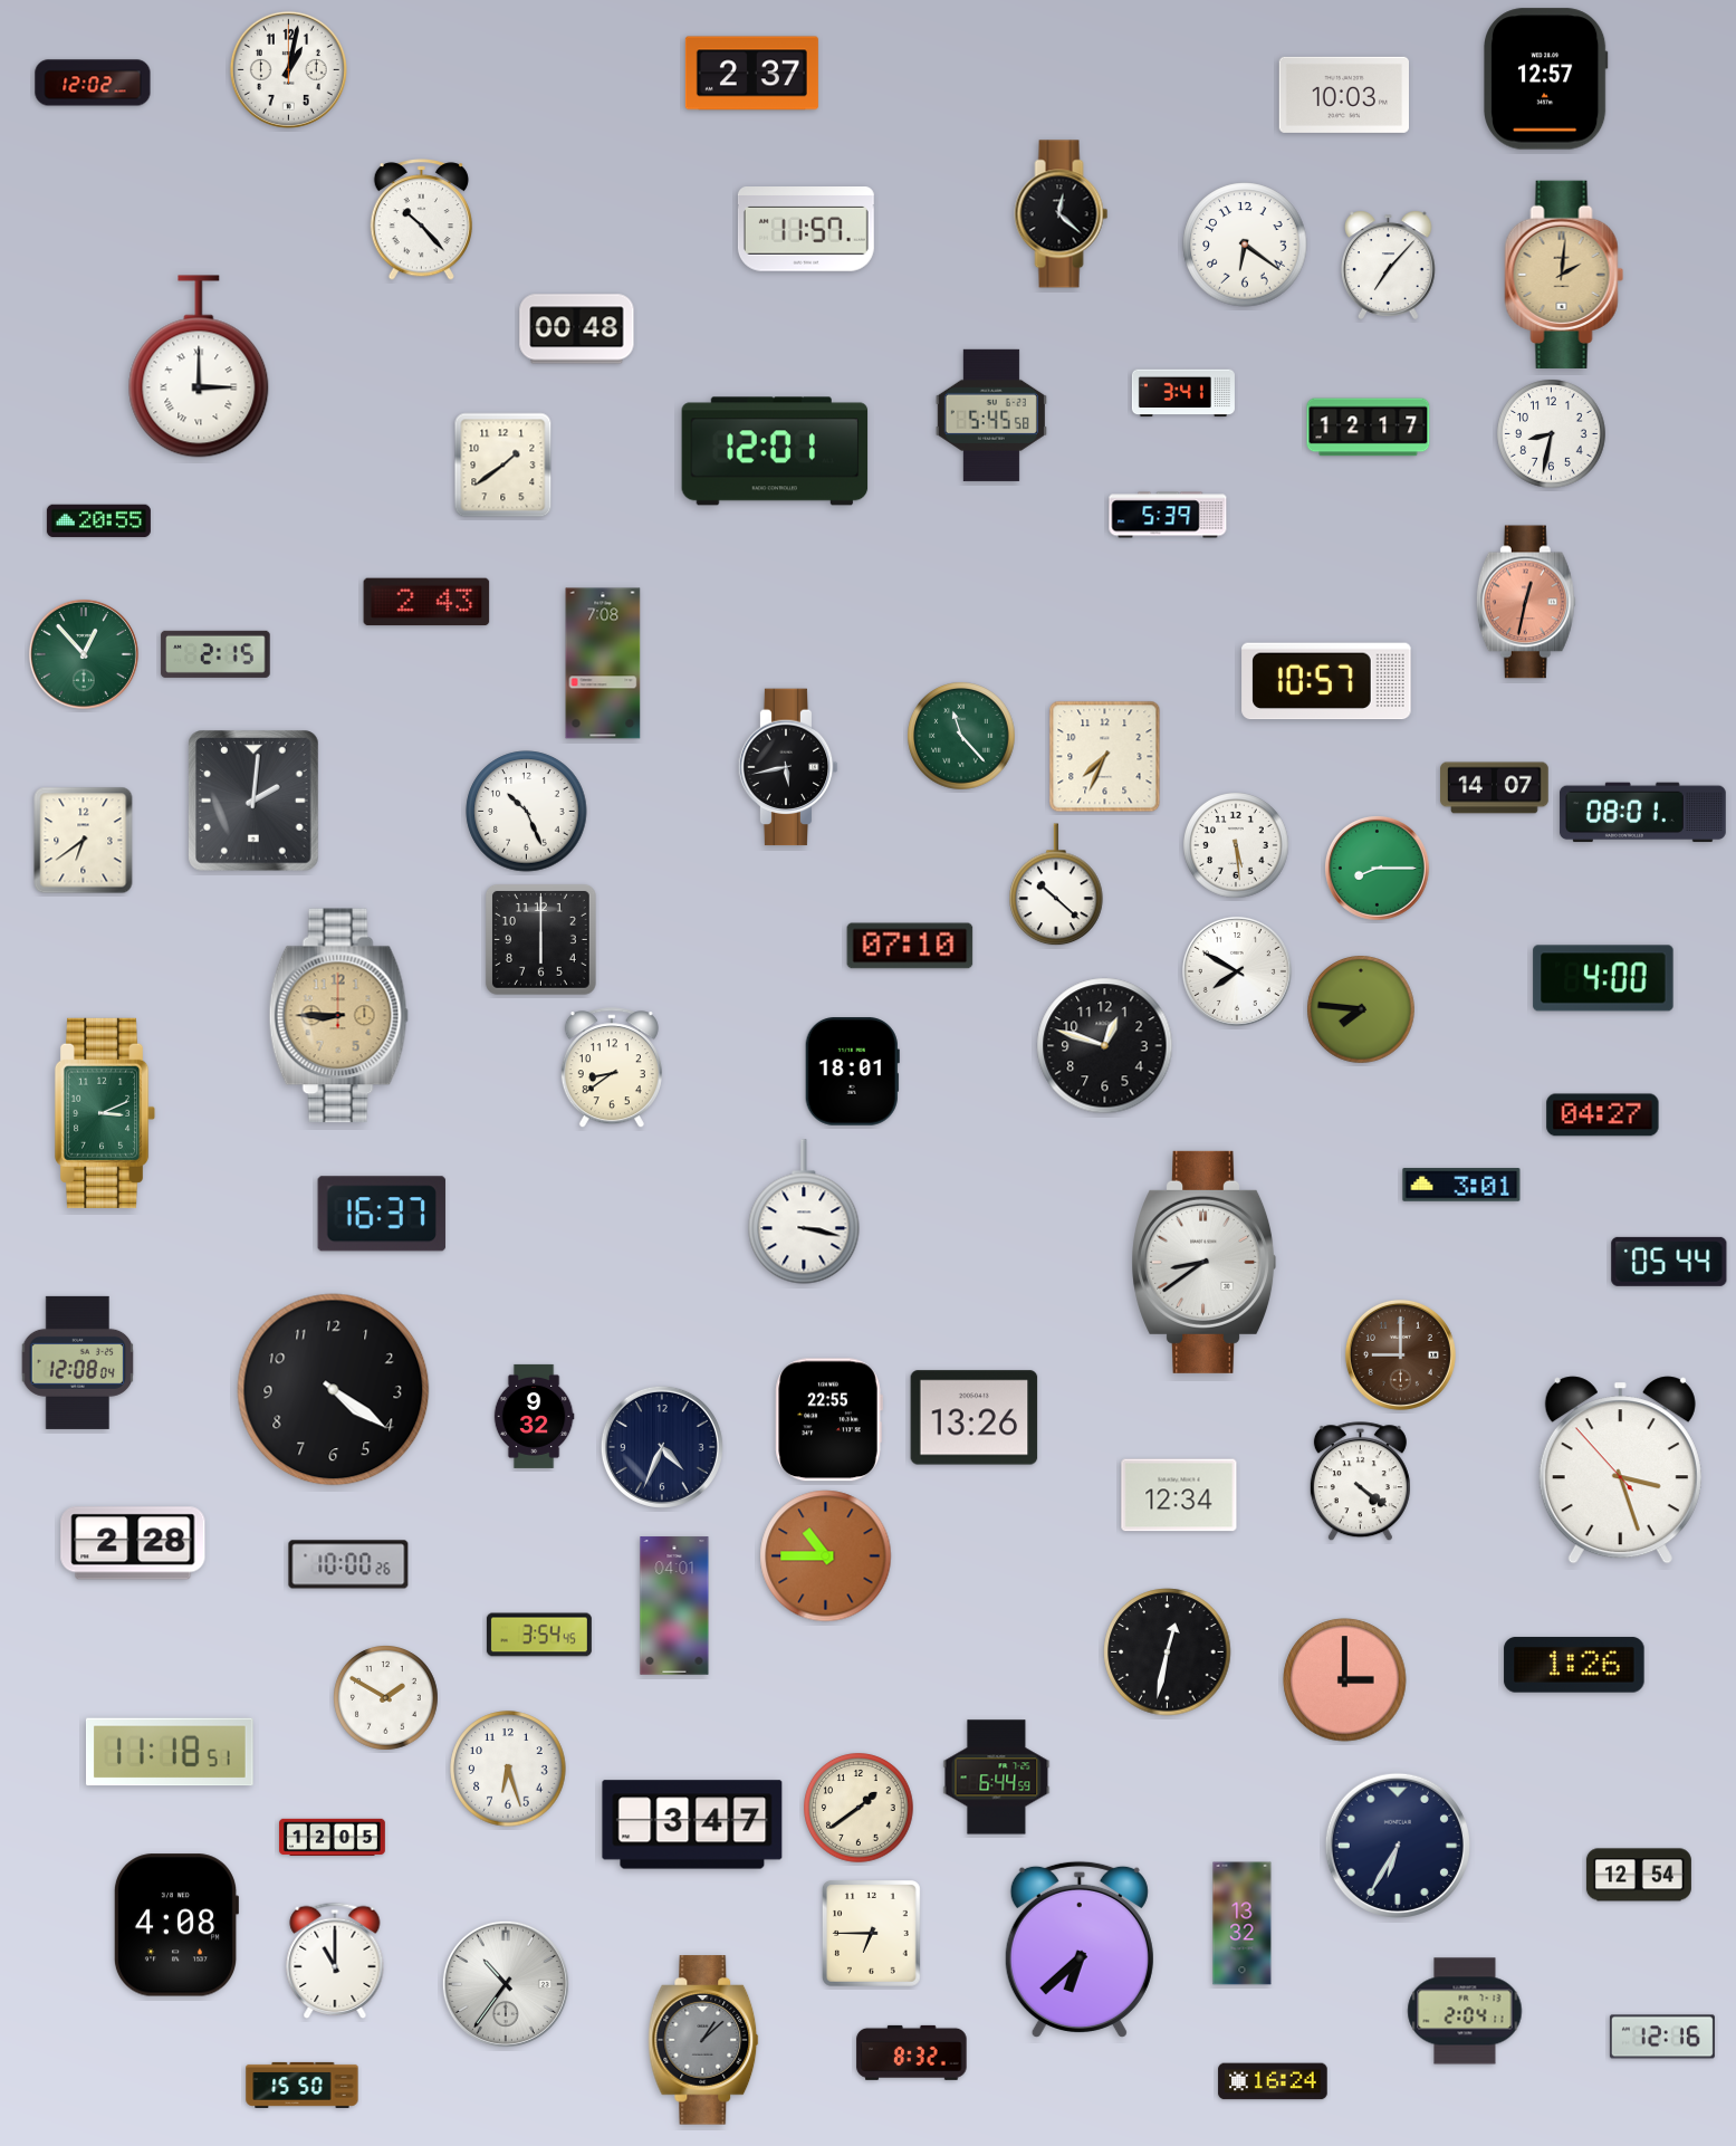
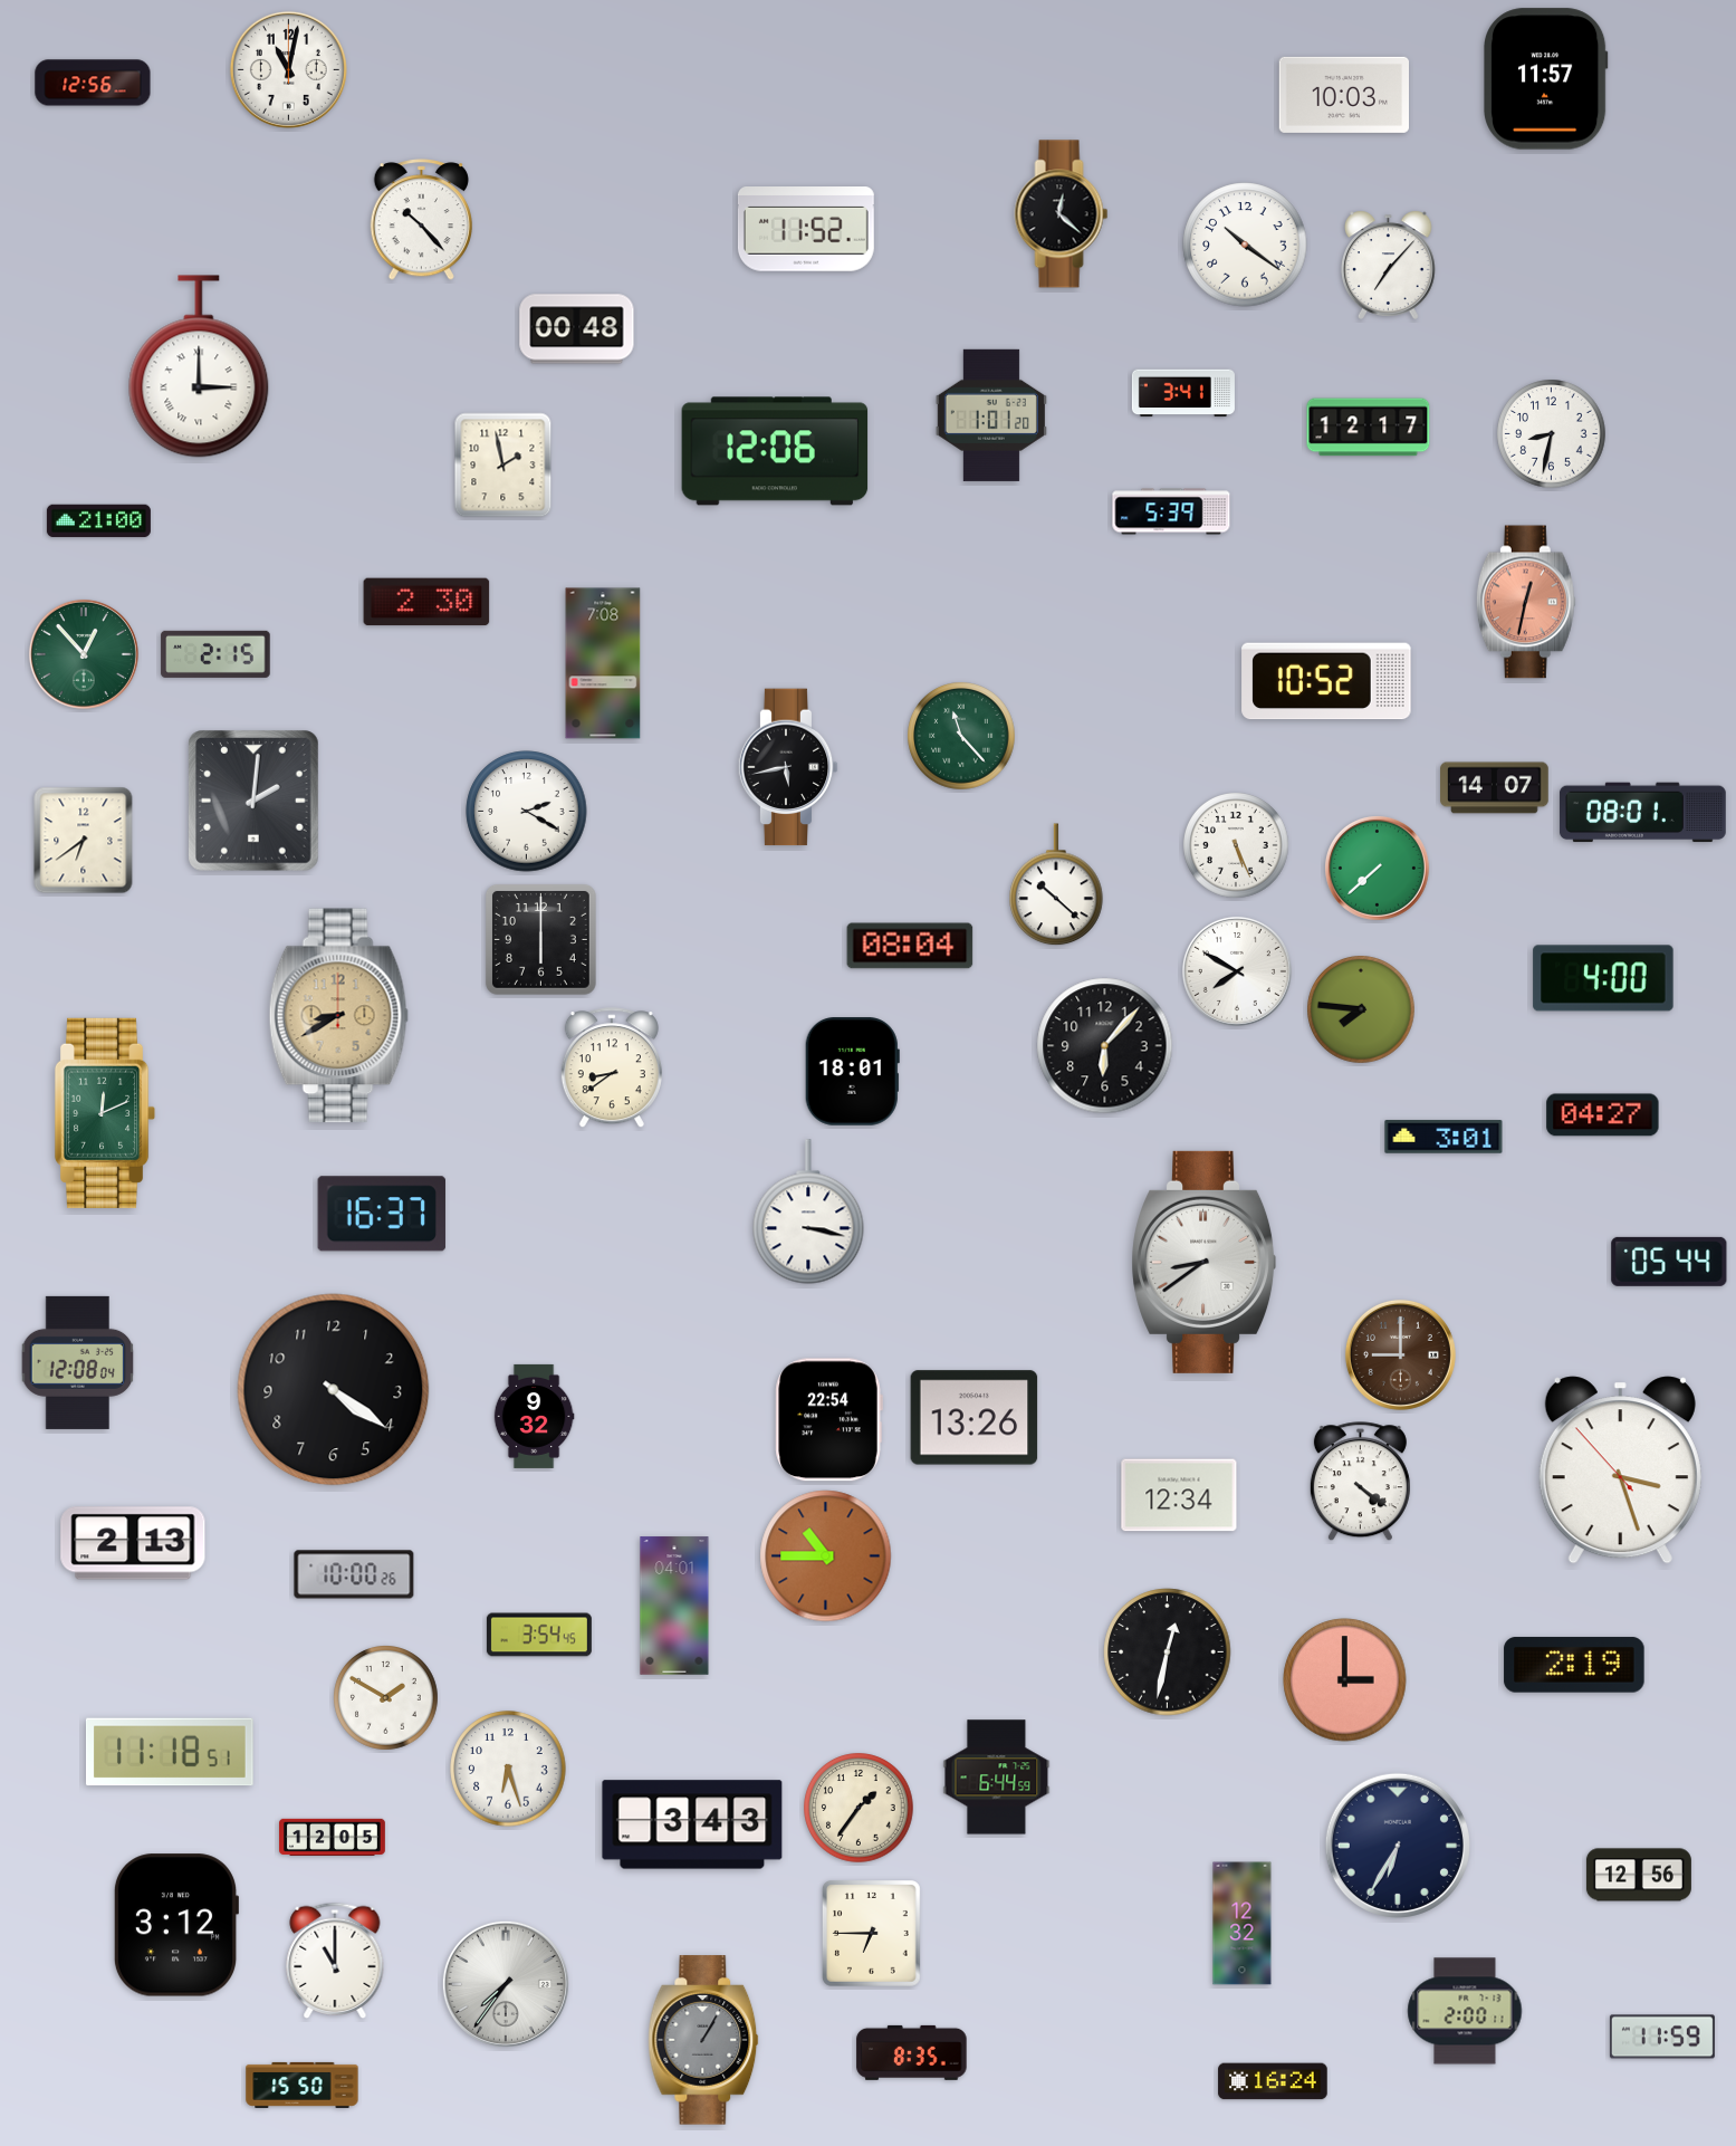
clock at (288, 69): 1:02 -> 11:02
clock at (751, 74): 2:37 -> none
clock at (1546, 79): 12:57 -> 11:57
clock at (93, 83): 12:02 -> 12:56
clock at (806, 230): 11:57 -> 11:52
clock at (1245, 245): 6:21 -> 10:21
clock at (1564, 274): 2:01 -> none
clock at (991, 415): 5:45 -> 1:01
clock at (775, 451): 12:01 -> 12:06
clock at (503, 466): 1:39 -> 1:58
clock at (1168, 515) position: (1168, 515) -> (1171, 511)
clock at (98, 521): 20:55 -> 21:00
clock at (426, 602): 2:43 -> 2:30
clock at (1326, 681): 10:57 -> 10:52
clock at (1105, 757): 7:34 -> none
clock at (527, 812): 10:26 -> 2:20
clock at (1237, 846): 5:29 -> 5:26
clock at (1377, 868): 8:15 -> 7:38
clock at (910, 946): 07:10 -> 08:04
clock at (338, 1016): 8:45 -> 8:40
clock at (1105, 1046): 12:48 -> 6:07
clock at (105, 1113): 3:11 -> 12:11
clock at (1461, 1185) position: (1461, 1185) -> (1444, 1137)
clock at (804, 1211) position: (804, 1211) -> (808, 1211)
clock at (828, 1420): 22:55 -> 22:54
clock at (662, 1447): 4:34 -> none
clock at (133, 1543): 2:28 -> 2:13
clock at (348, 1564) position: (348, 1564) -> (354, 1574)
clock at (1574, 1665): 1:26 -> 2:19
clock at (859, 1808): 1:39 -> 1:36
clock at (692, 1824): 3:47 -> 3:43
clock at (1639, 1875): 12:54 -> 12:56
clock at (1243, 1924): 13:32 -> 12:32
clock at (175, 1925): 4:08 -> 3:12
clock at (1080, 1949): 6:38 -> none
clock at (506, 1984): 10:36 -> 7:36
clock at (1465, 2011): 2:04 -> 2:00
clock at (1662, 2037): 12:16 -> 11:59
clock at (703, 2040): 1:08 -> 1:05
clock at (912, 2052): 8:32 -> 8:35
